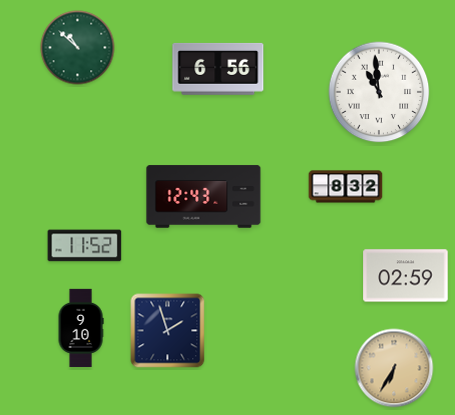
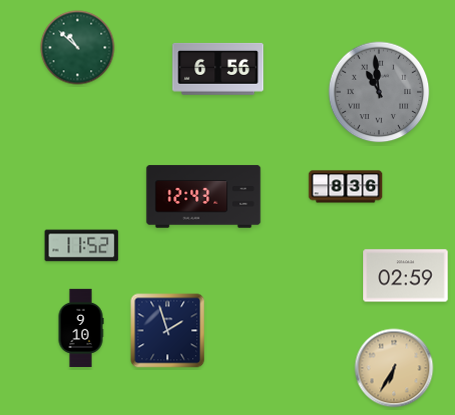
clock at (379, 92) dial: white -> grey
clock at (346, 187): 8:32 -> 8:36
clock at (85, 246) position: (85, 246) -> (82, 246)
